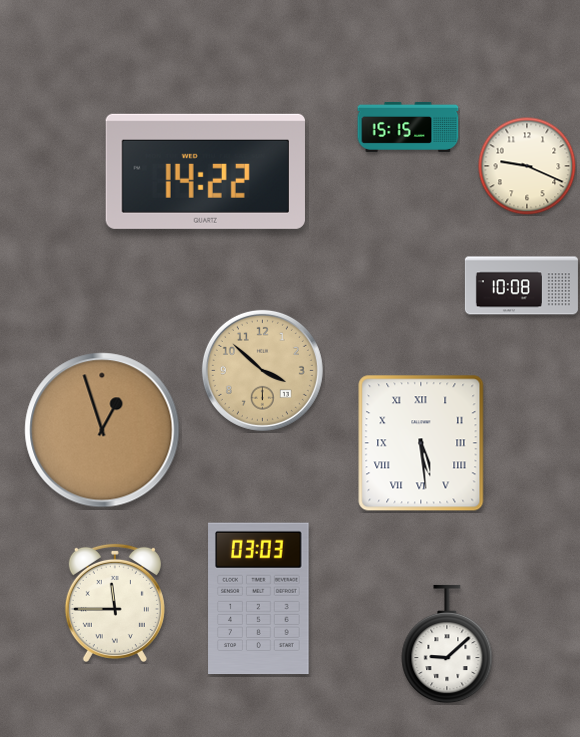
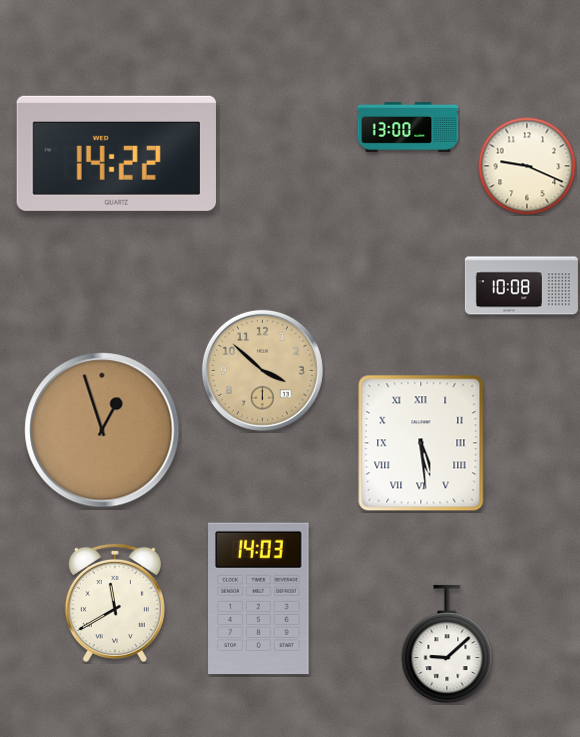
clock at (408, 127): 15:15 -> 13:00
clock at (205, 171) position: (205, 171) -> (116, 153)
clock at (259, 599): 03:03 -> 14:03
clock at (115, 603): 11:45 -> 11:40
